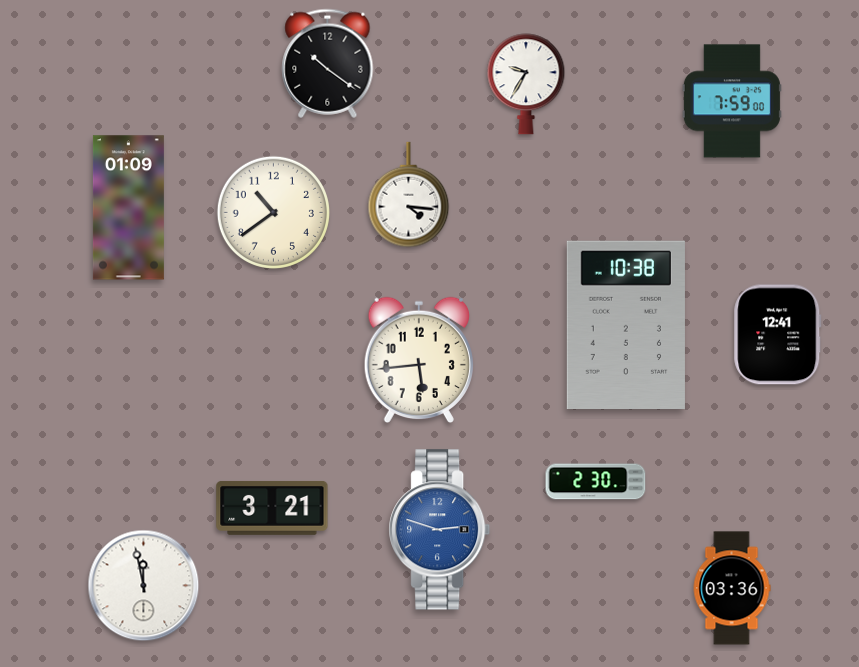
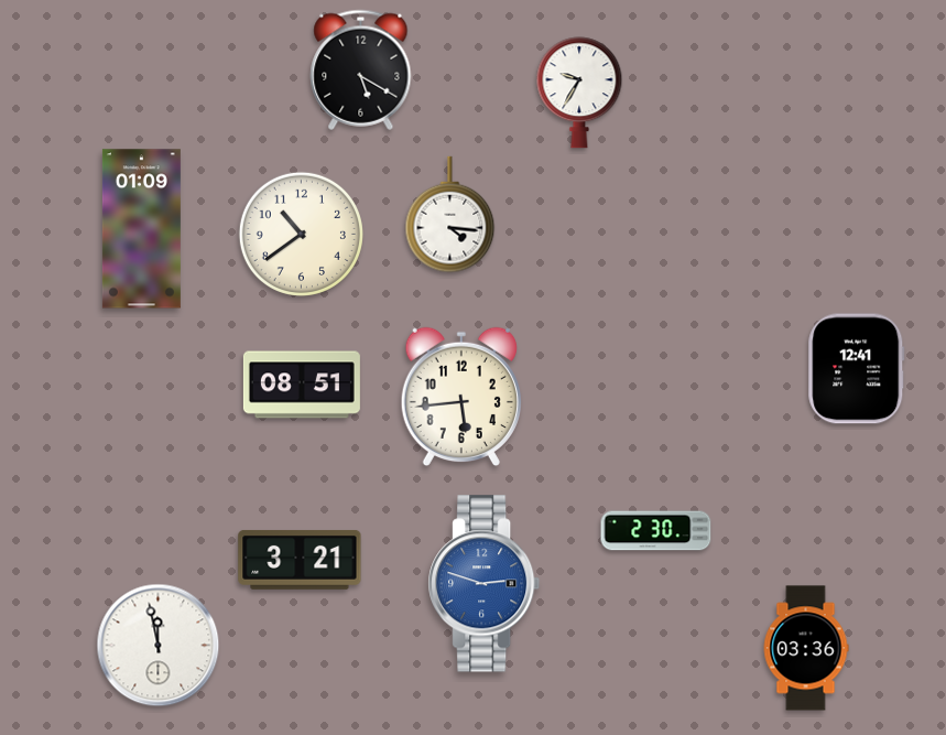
clock at (328, 63): 10:21 -> 5:20
clock at (732, 101): 7:59 -> none
clock at (626, 324): 10:38 -> none
clock at (302, 385): none -> 08:51
